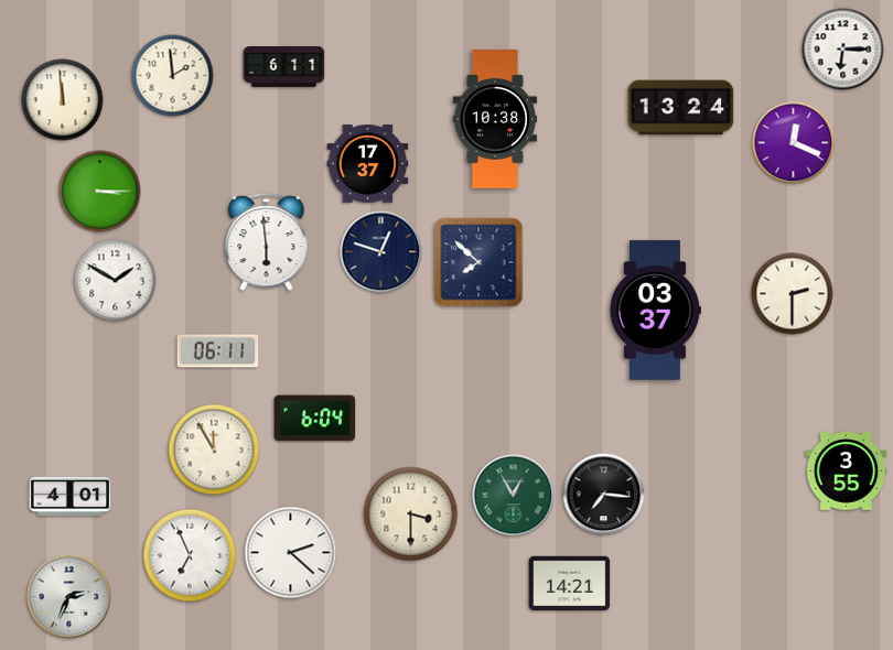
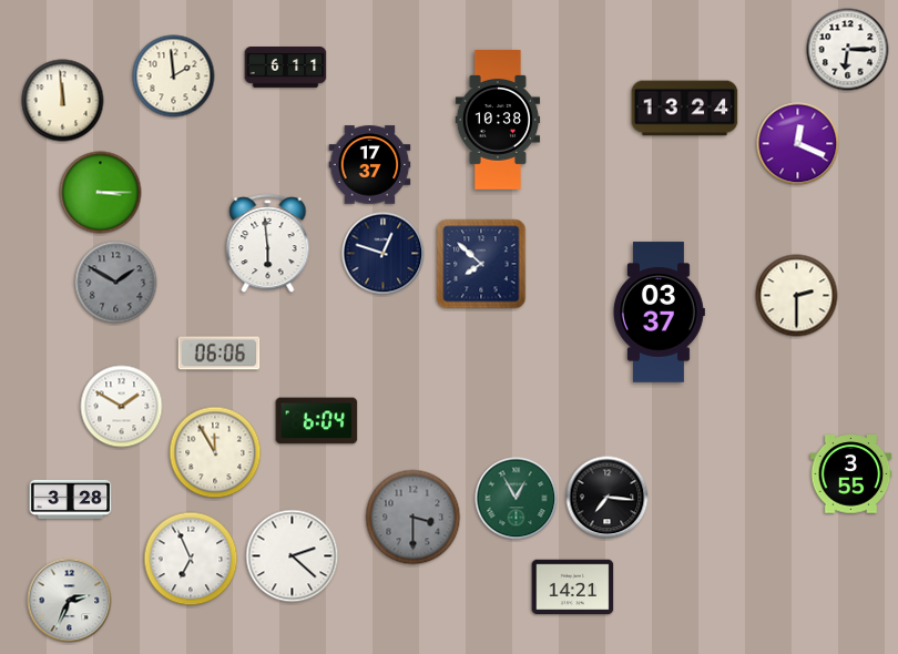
clock at (116, 281) dial: white -> grey
clock at (218, 351): 06:11 -> 06:06
clock at (122, 407): none -> 1:50
clock at (71, 496): 4:01 -> 3:28
clock at (411, 514) dial: cream -> grey
